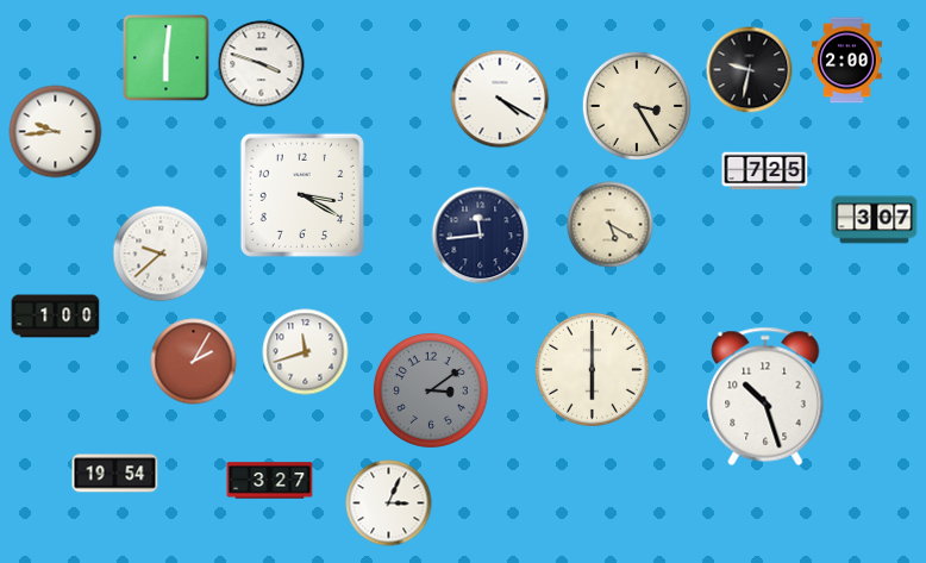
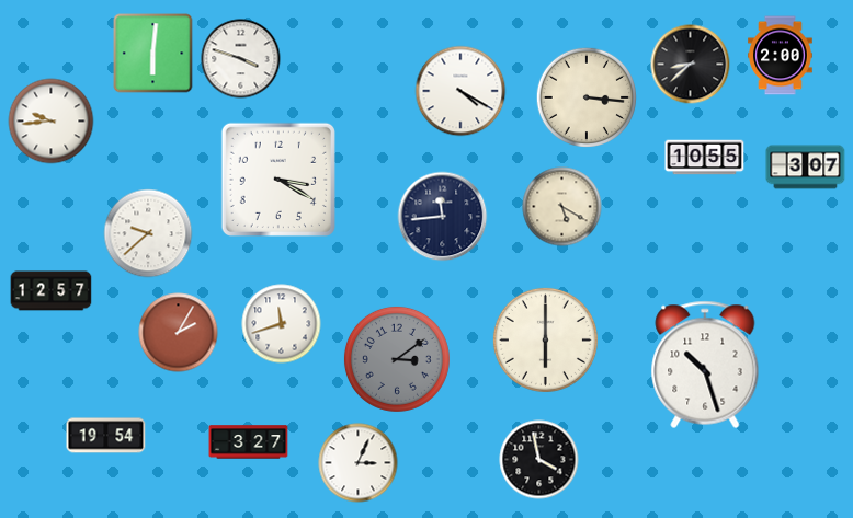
clock at (750, 70): 9:32 -> 8:38
clock at (636, 105): 3:25 -> 3:16
clock at (765, 171): 7:25 -> 10:55
clock at (875, 220) position: (875, 220) -> (806, 168)
clock at (56, 317): 1:00 -> 12:57
clock at (539, 460): none -> 3:58
